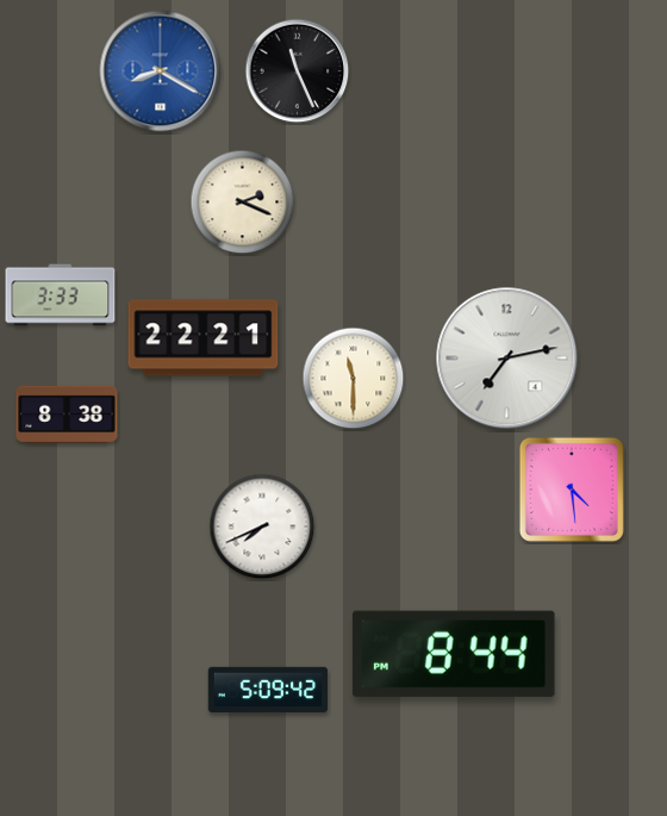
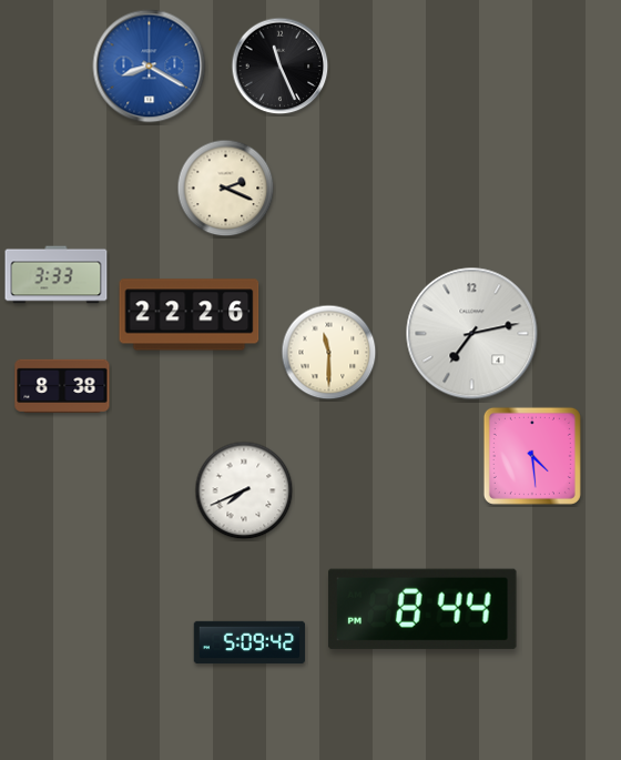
clock at (298, 71) position: (298, 71) -> (281, 67)
clock at (204, 338): 22:21 -> 22:26
